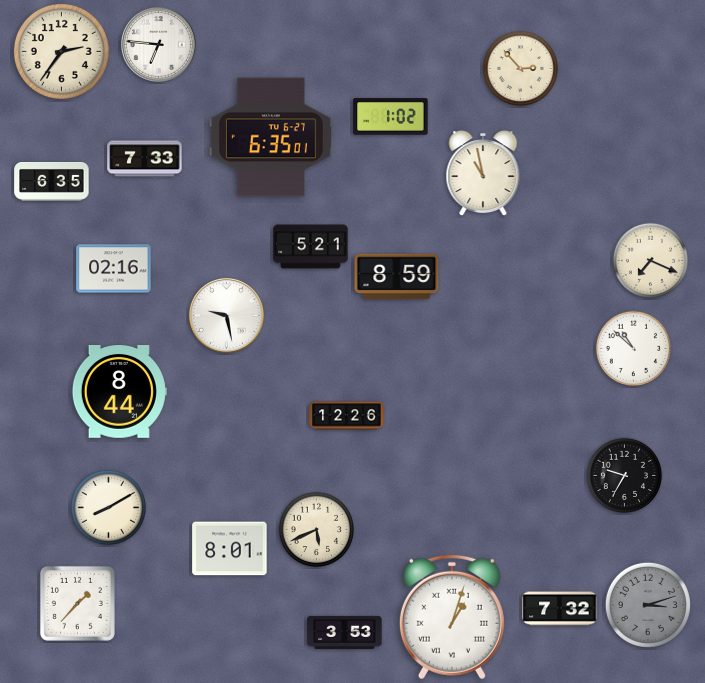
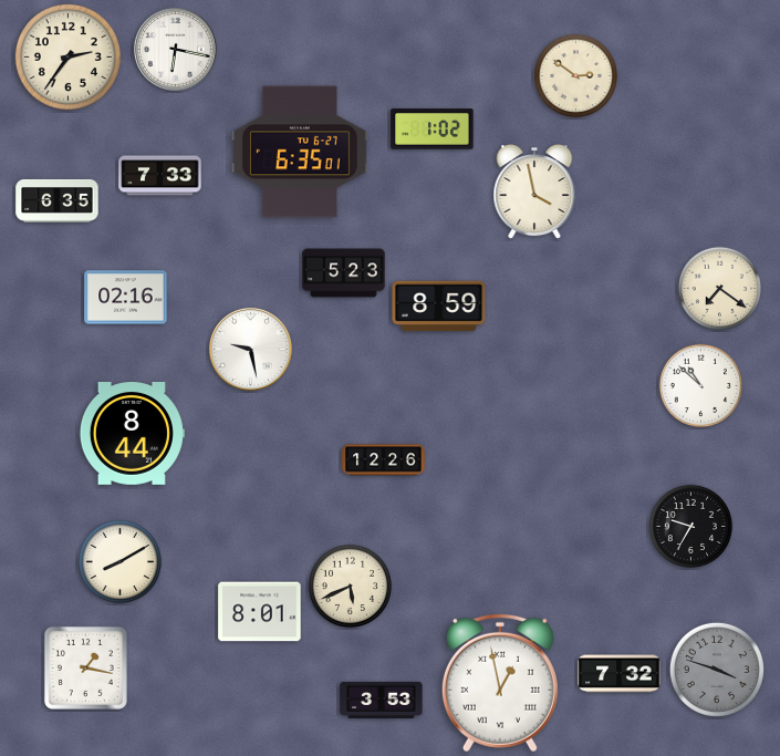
clock at (158, 44): 6:46 -> 6:17
clock at (521, 69): 2:53 -> 2:51
clock at (483, 174): 10:58 -> 3:58
clock at (311, 247): 5:21 -> 5:23
clock at (651, 261): 7:19 -> 7:21
clock at (230, 549) position: (230, 549) -> (260, 612)
clock at (77, 603): 1:37 -> 1:17
clock at (648, 605): 3:12 -> 3:48
clock at (452, 617): 1:03 -> 12:58
